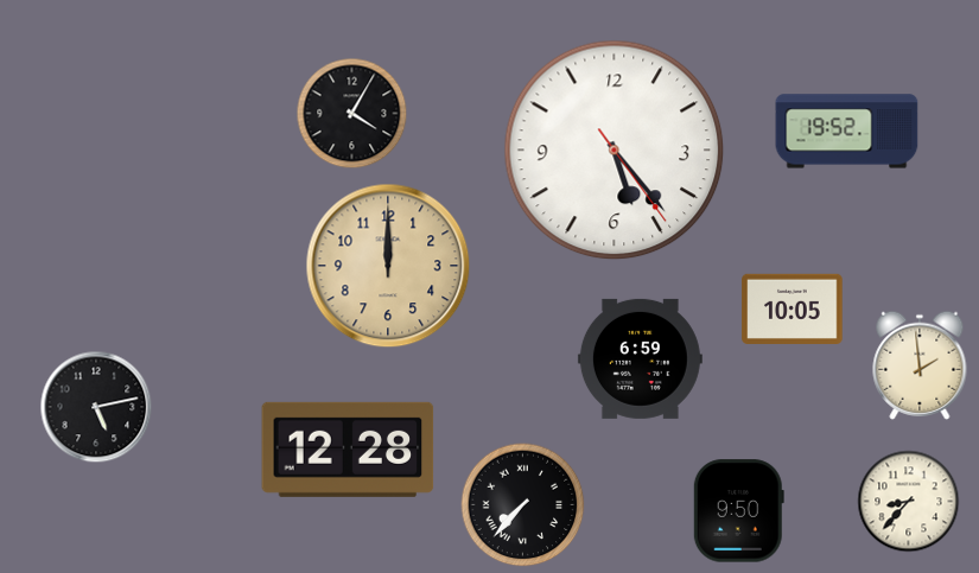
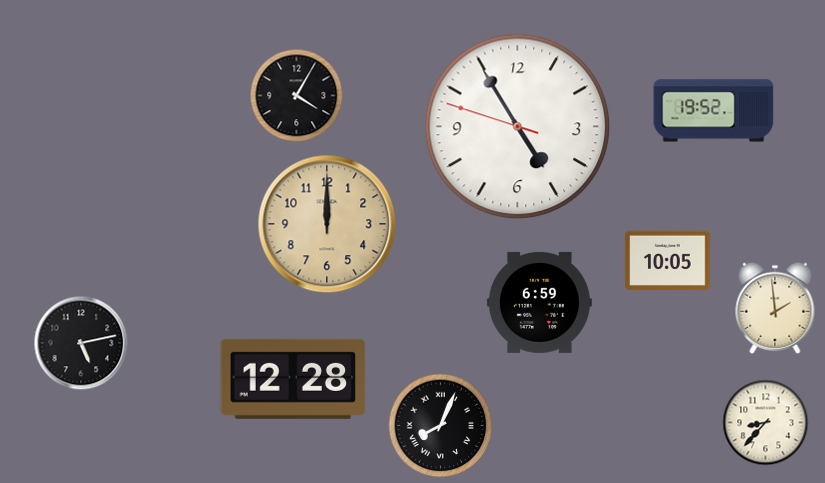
clock at (615, 151): 5:23 -> 4:54
clock at (523, 505): 7:37 -> 8:04
clock at (738, 511): 9:50 -> none
